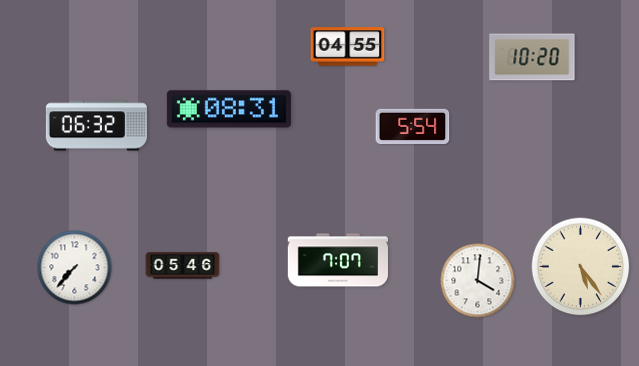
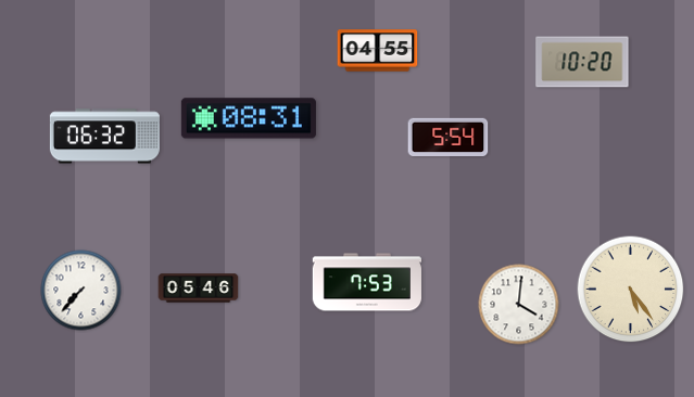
clock at (532, 57) position: (532, 57) -> (582, 62)
clock at (338, 260): 7:07 -> 7:53
